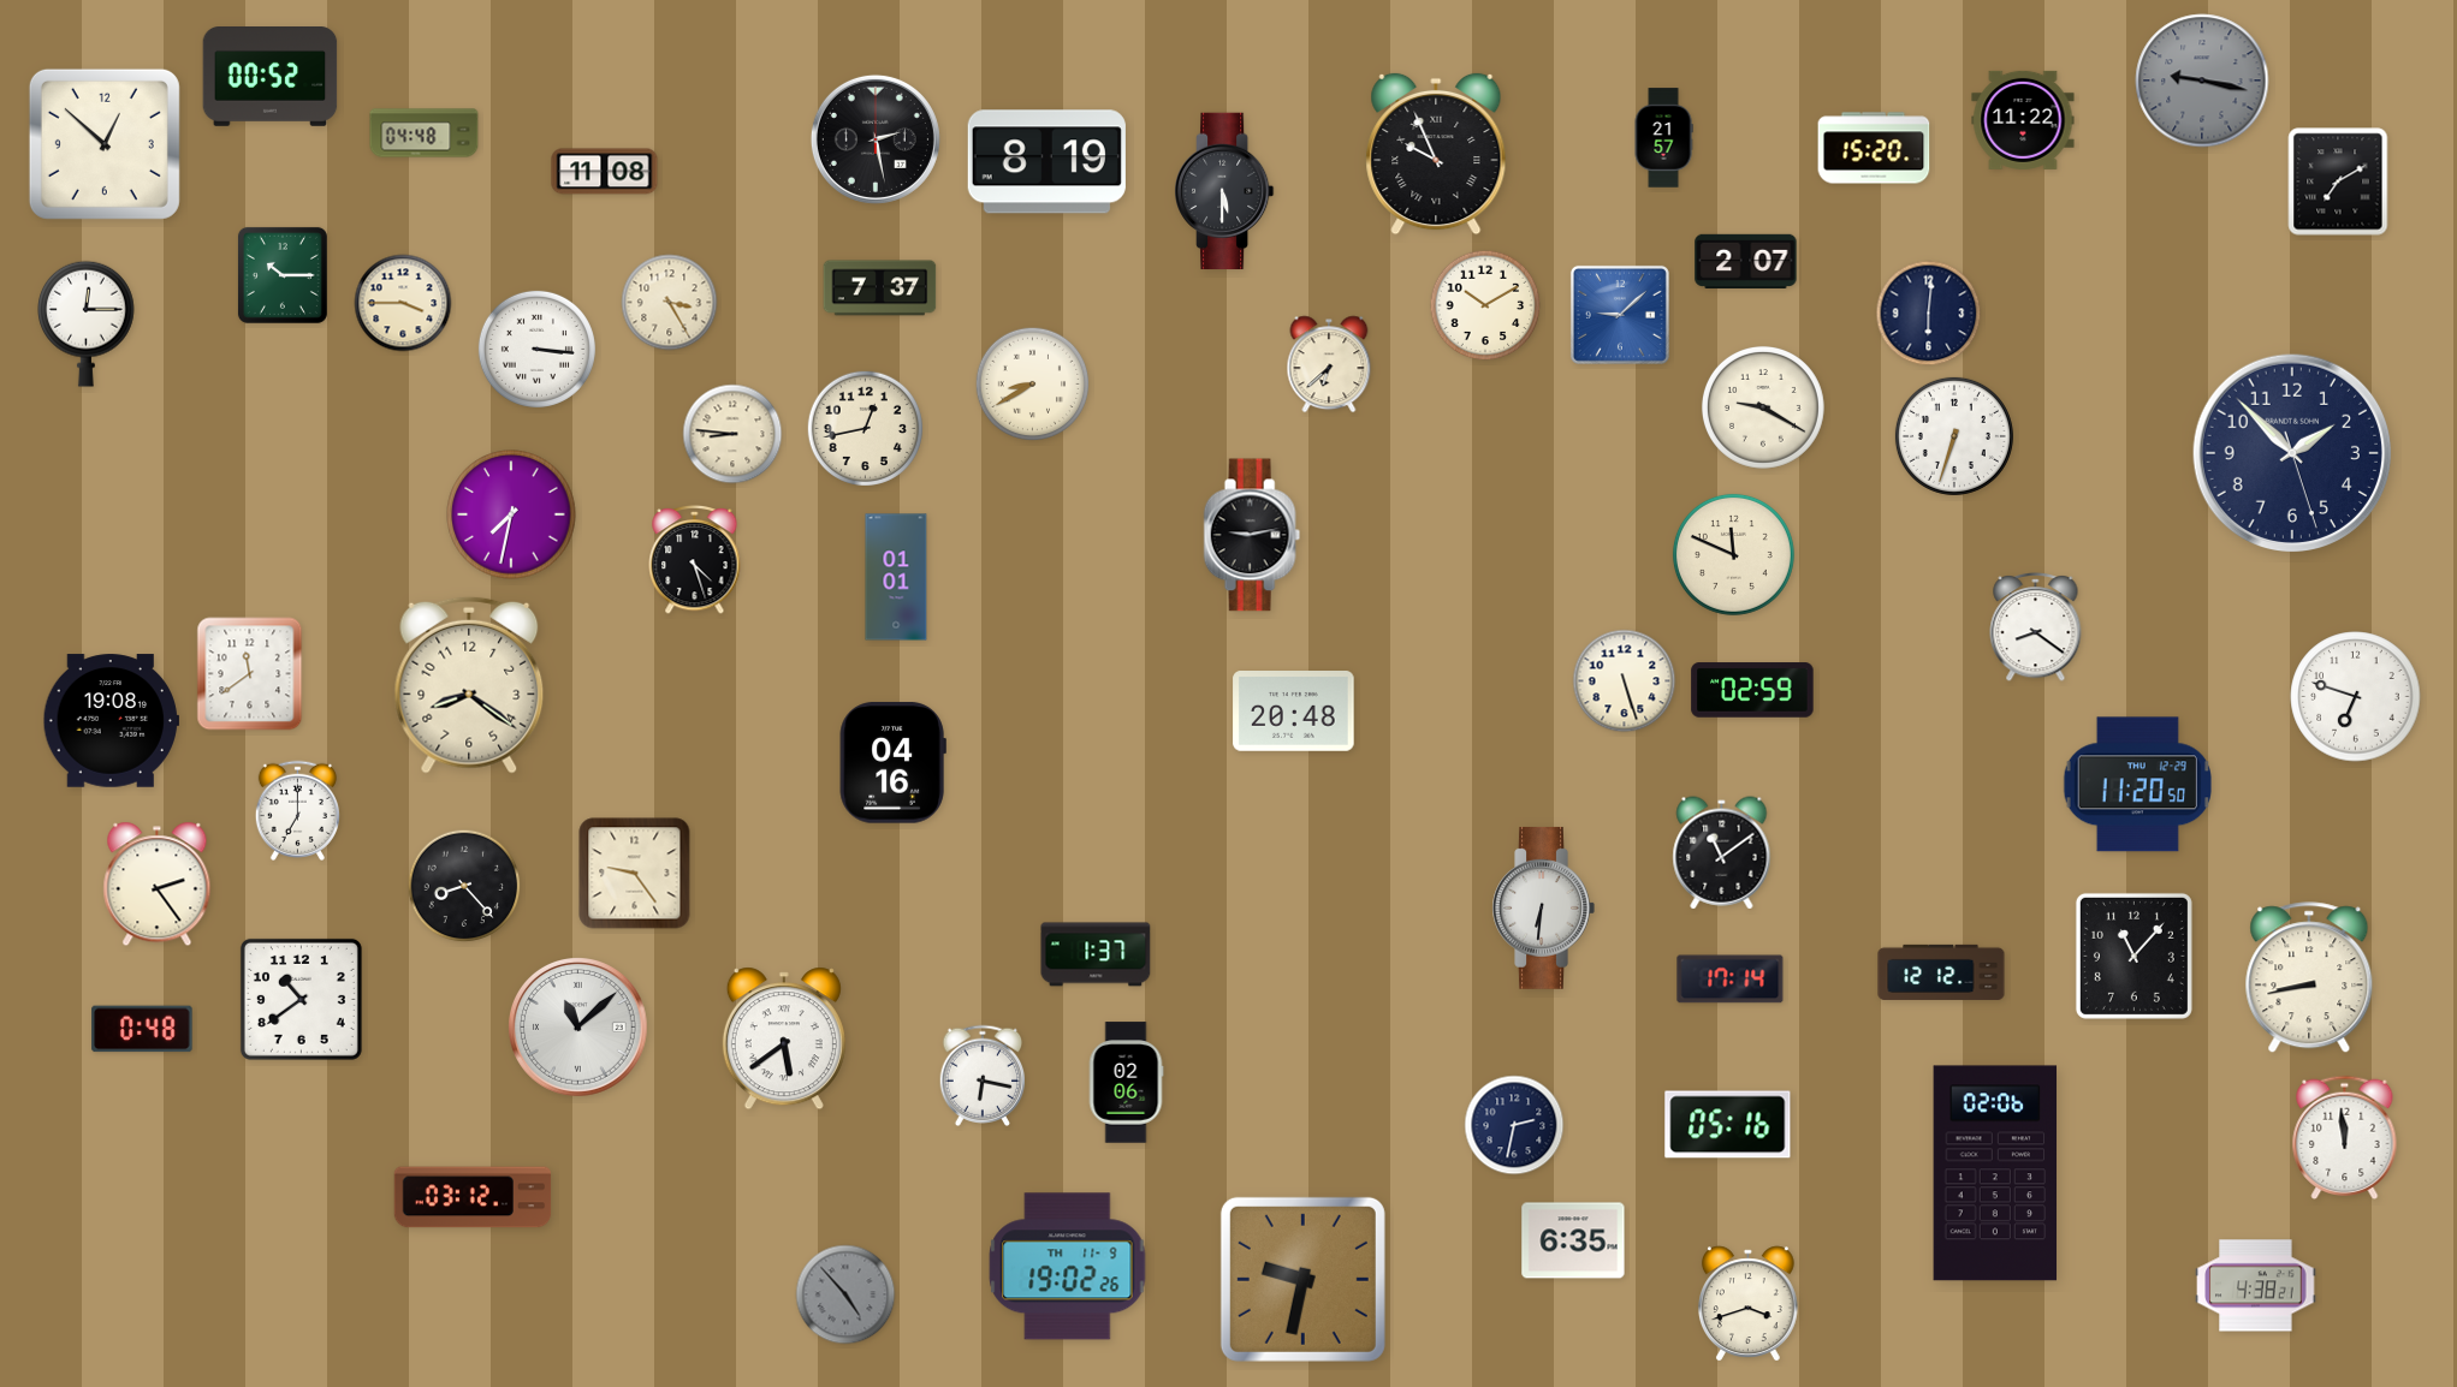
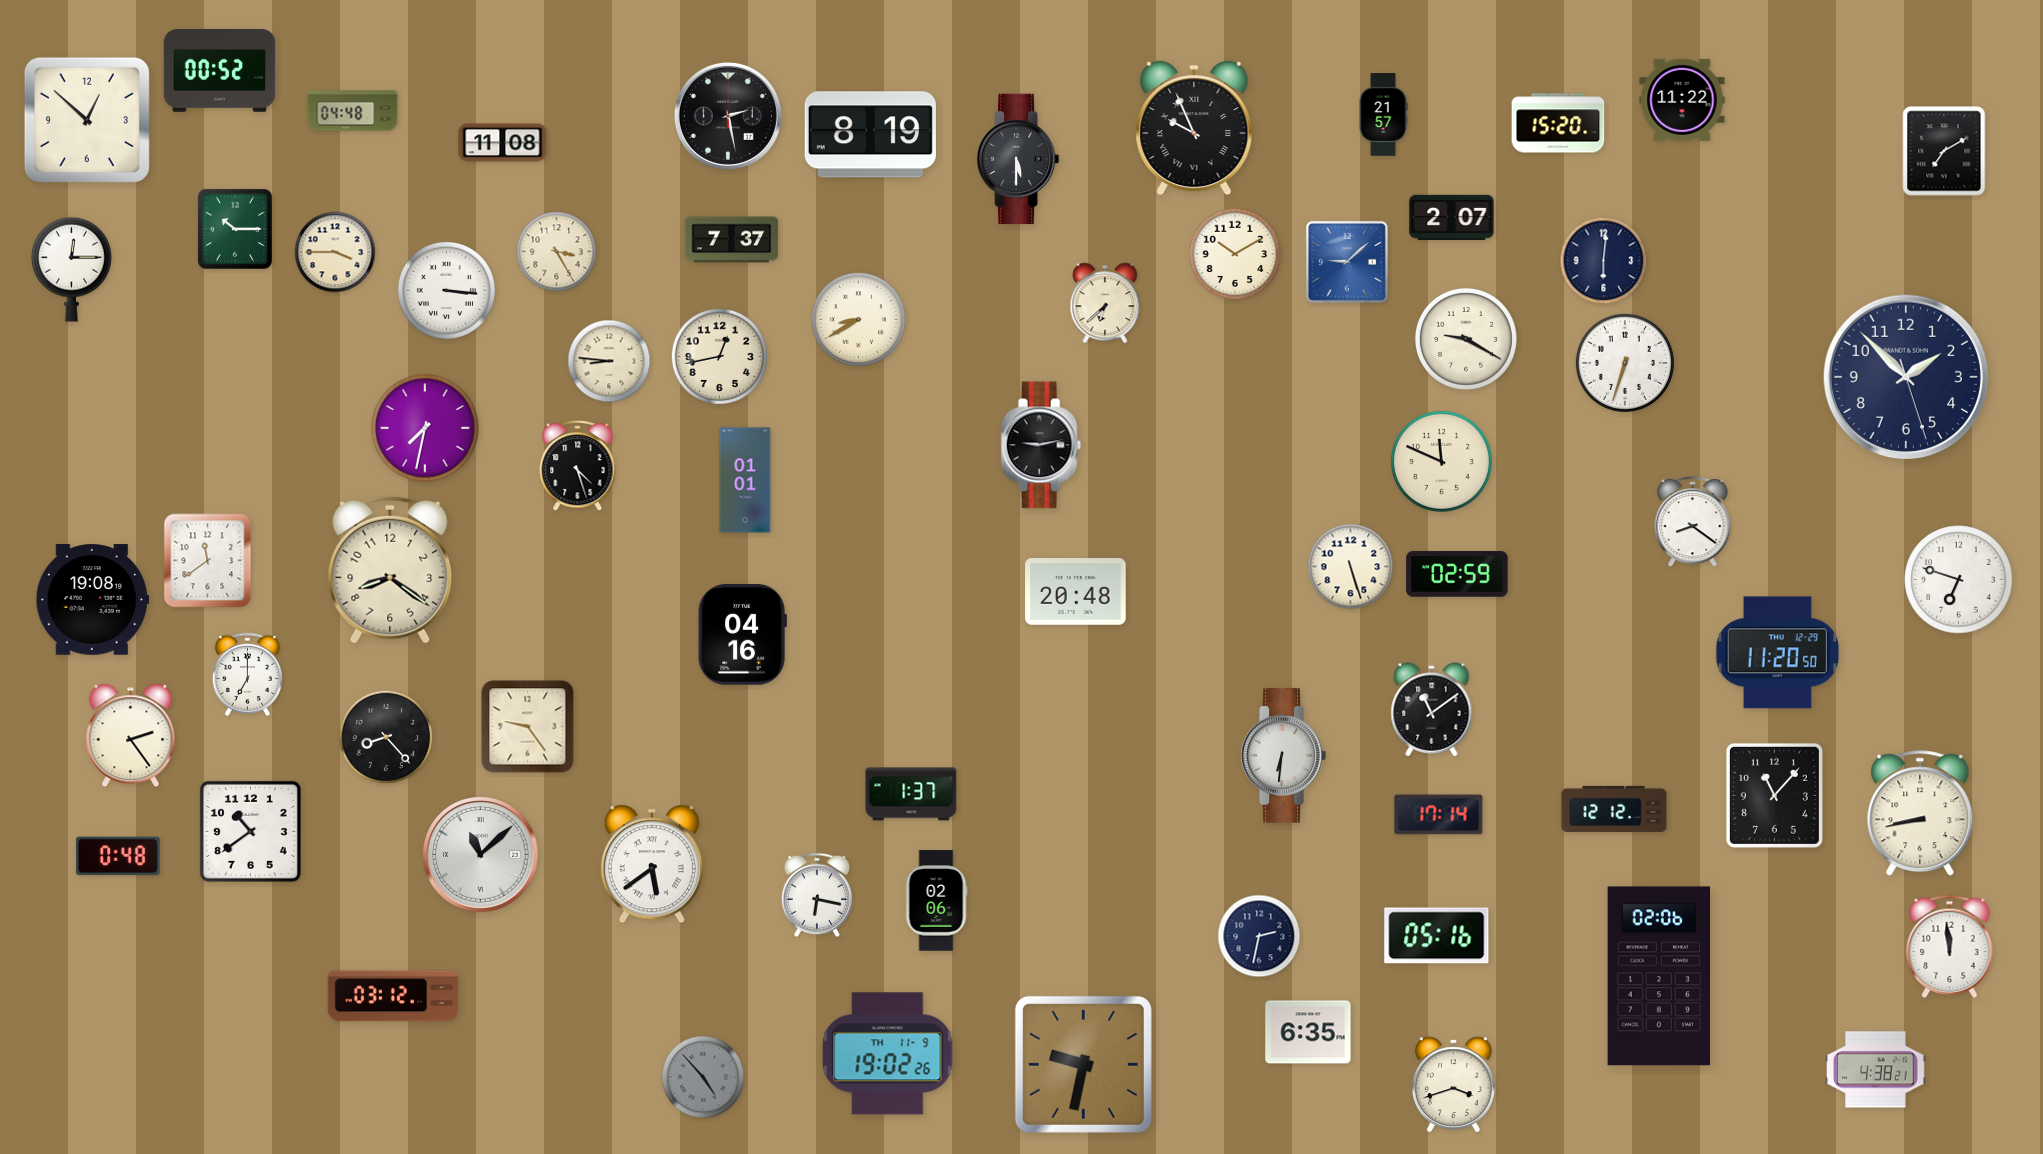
clock at (271, 77) position: (271, 77) -> (220, 71)
clock at (2202, 81): 9:17 -> none
